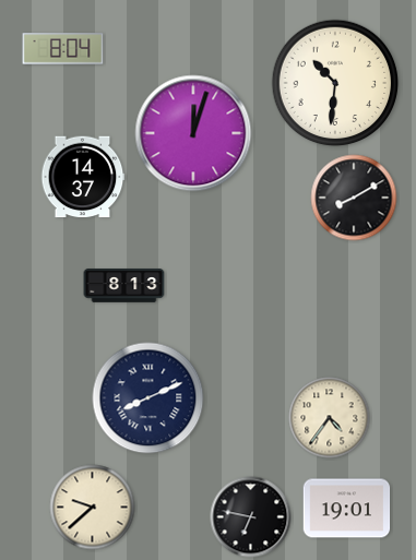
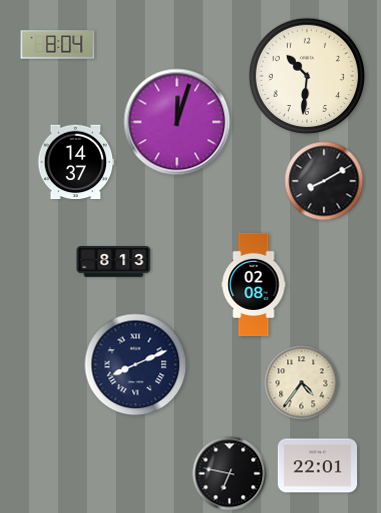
clock at (254, 285): none -> 02:08
clock at (93, 508): 9:38 -> none
clock at (347, 509): 19:01 -> 22:01
